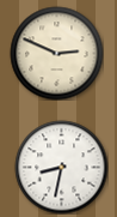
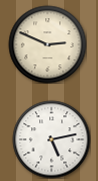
clock at (61, 167): 8:32 -> 5:13
